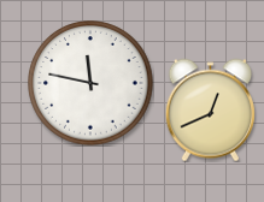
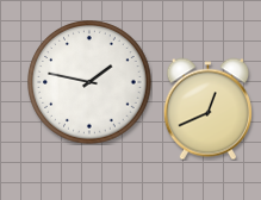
clock at (90, 83): 11:47 -> 1:47
